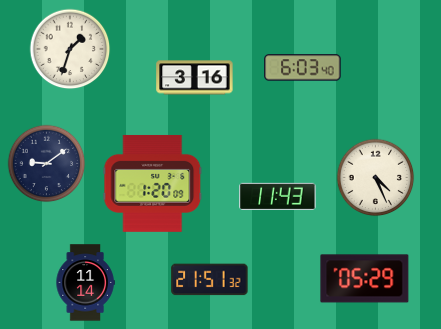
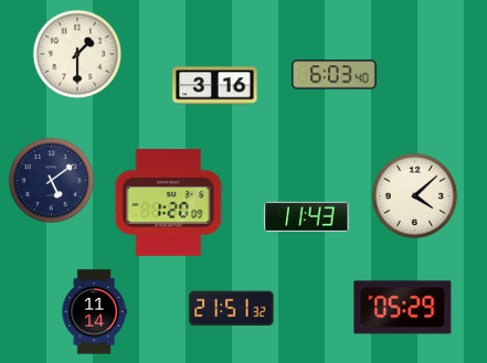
clock at (70, 49): 1:33 -> 1:30
clock at (46, 163): 9:09 -> 5:09
clock at (375, 177): 4:26 -> 4:08
